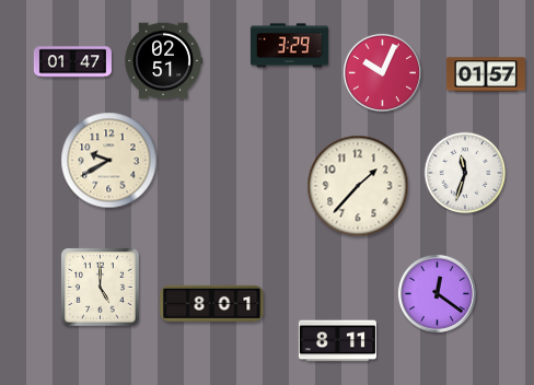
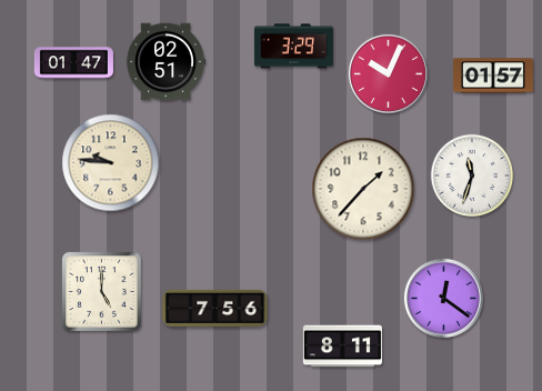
clock at (109, 161): 9:40 -> 9:46
clock at (212, 303): 8:01 -> 7:56
